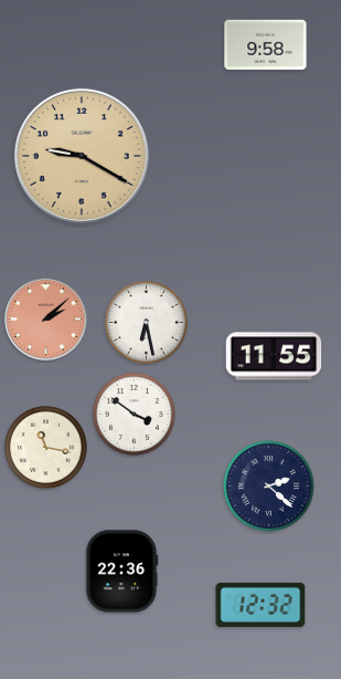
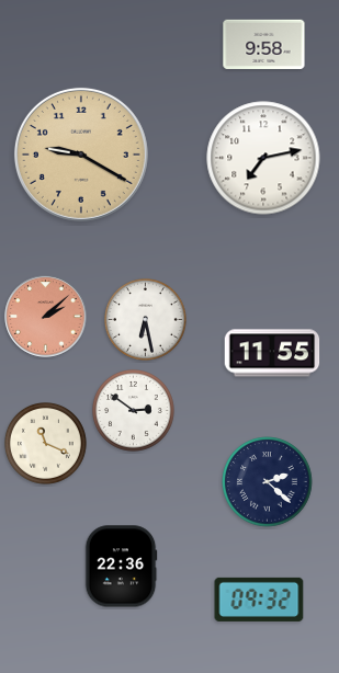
clock at (263, 158): none -> 7:13
clock at (135, 415): 3:51 -> 2:51
clock at (46, 448): 11:17 -> 11:19
clock at (260, 605): 12:32 -> 09:32
